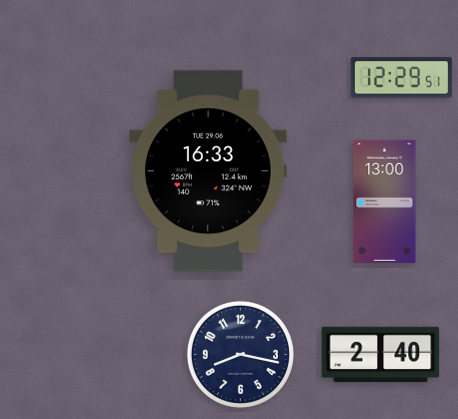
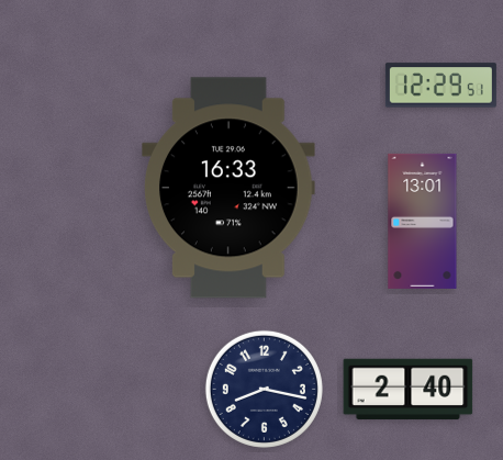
clock at (385, 201): 13:00 -> 13:01
clock at (381, 355) position: (381, 355) -> (409, 390)
